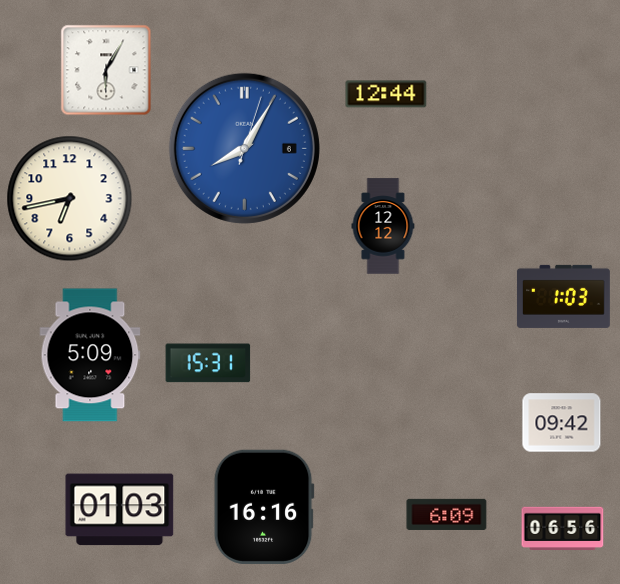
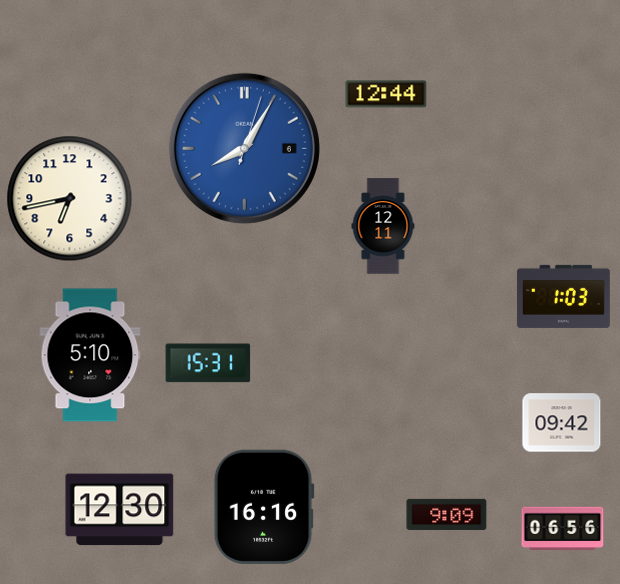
clock at (106, 70): 6:05 -> none
clock at (383, 226): 12:12 -> 12:11
clock at (90, 355): 5:09 -> 5:10
clock at (120, 510): 01:03 -> 12:30
clock at (447, 514): 6:09 -> 9:09
